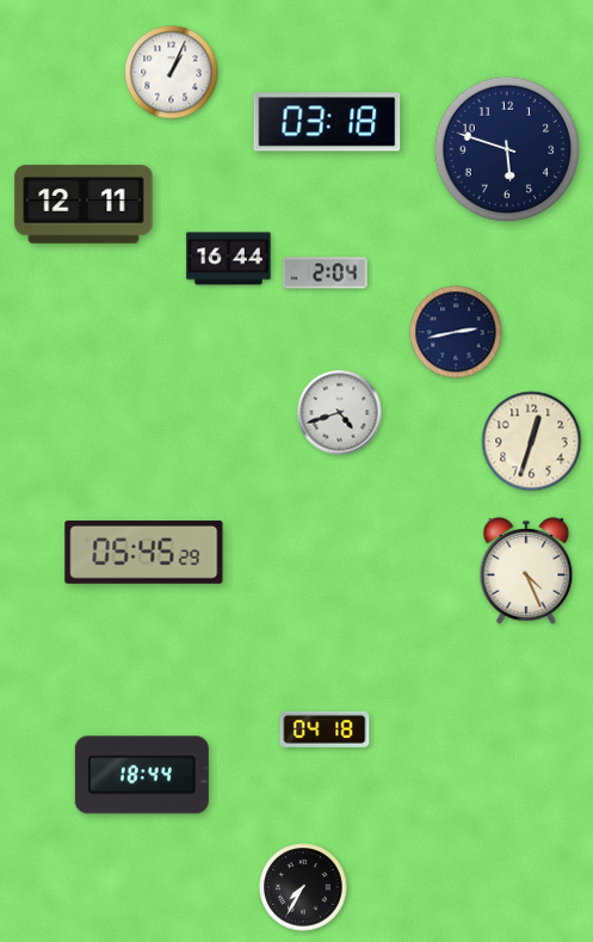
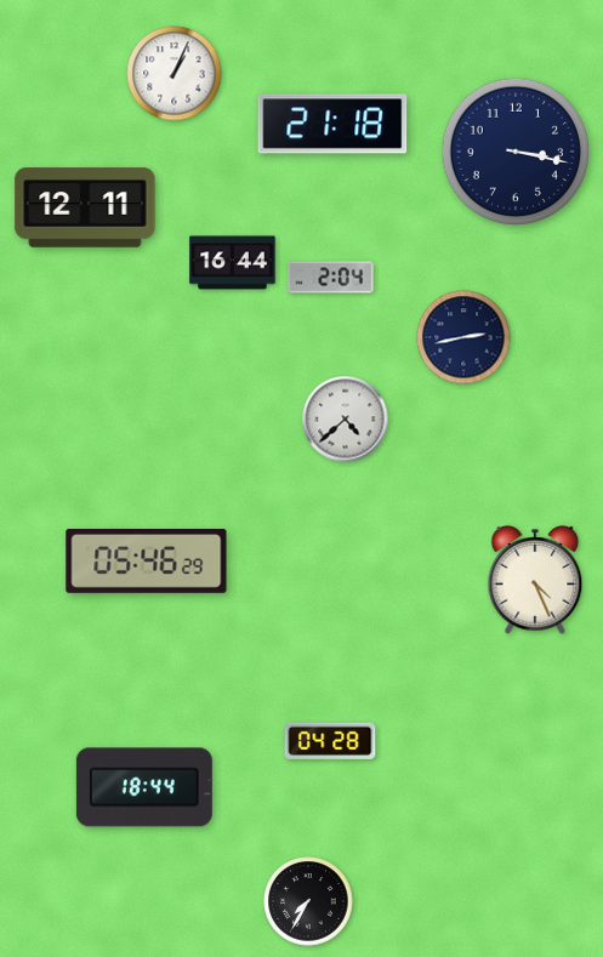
clock at (327, 122): 03:18 -> 21:18
clock at (506, 148): 5:48 -> 3:17
clock at (340, 413): 4:42 -> 4:38
clock at (532, 442): 12:33 -> none
clock at (144, 553): 05:45 -> 05:46
clock at (325, 729): 04:18 -> 04:28
